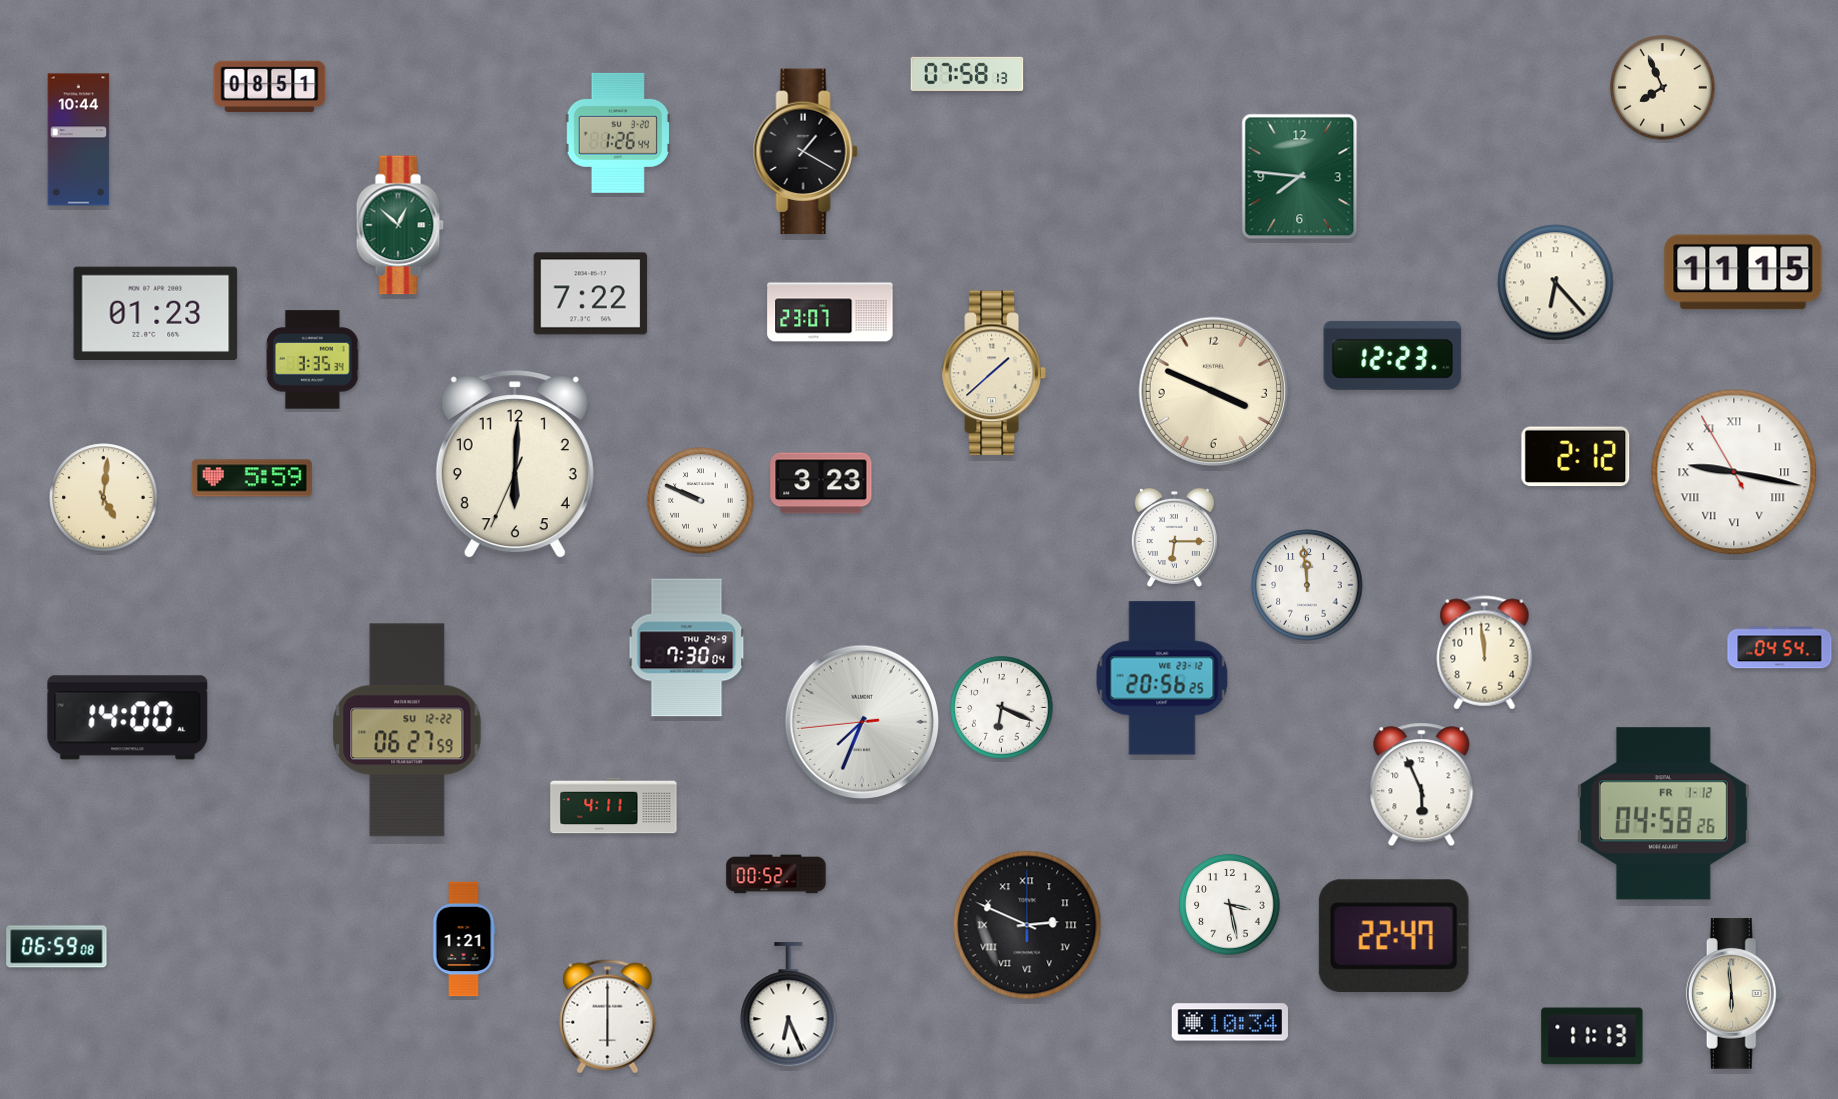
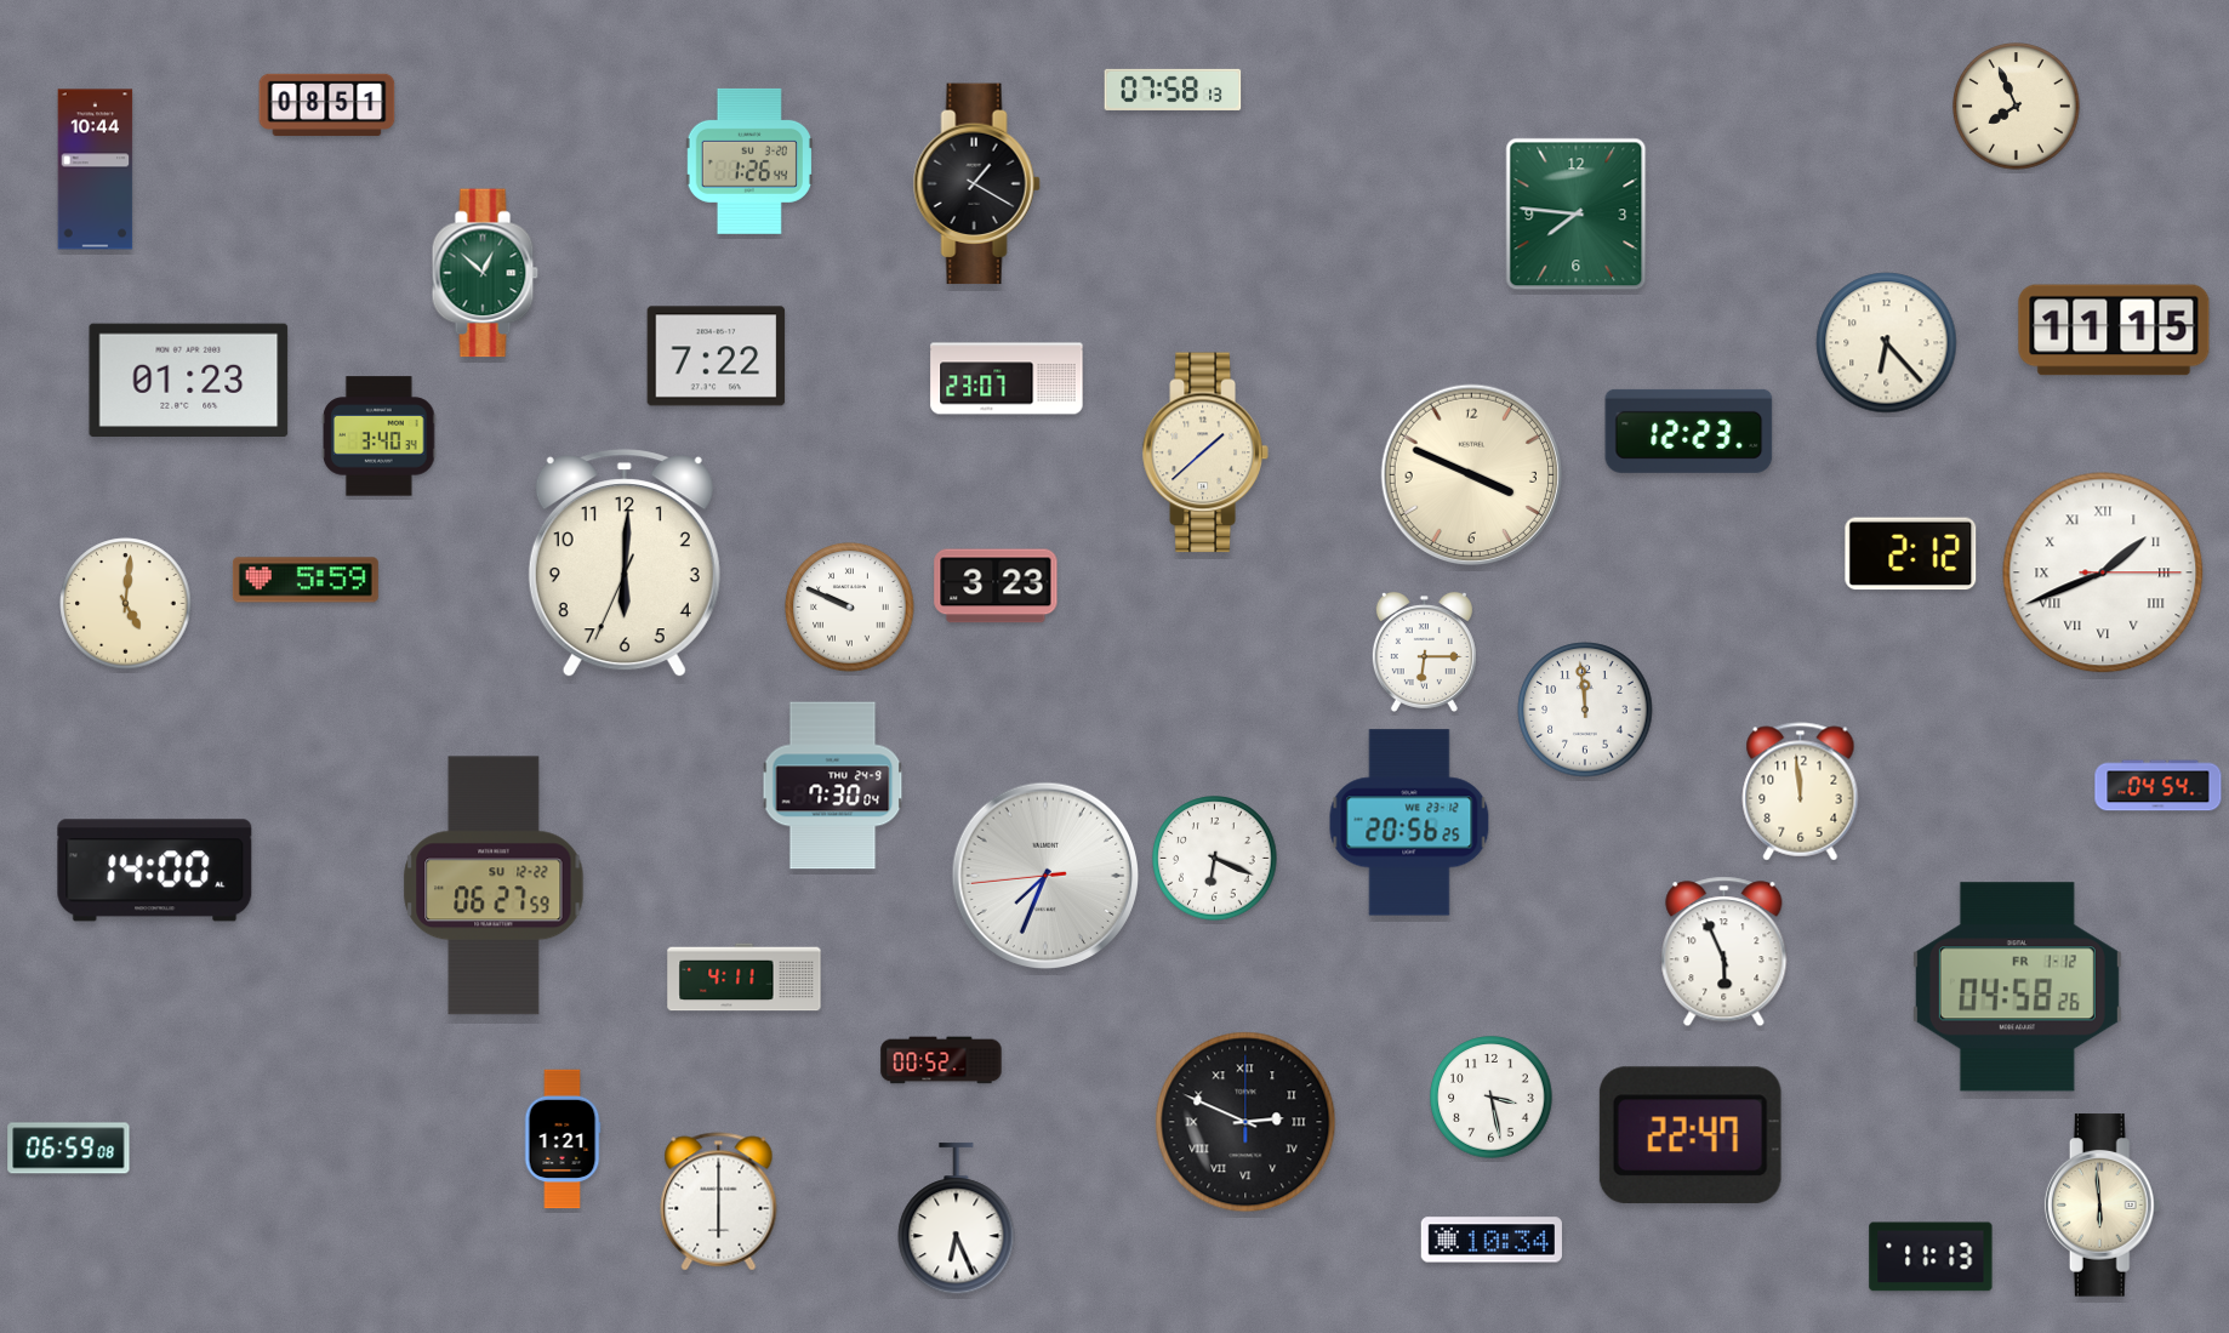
clock at (313, 360): 3:35 -> 3:40
clock at (1734, 472): 9:16 -> 1:41
clock at (608, 1017) position: (608, 1017) -> (719, 1202)
